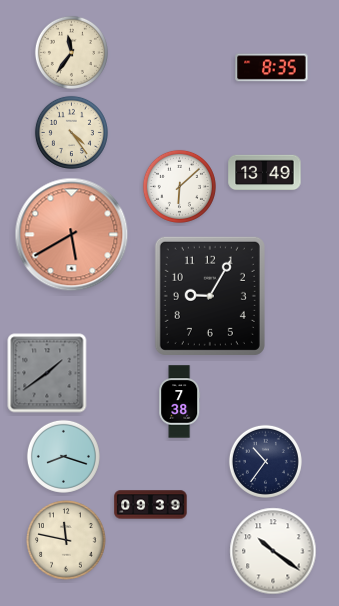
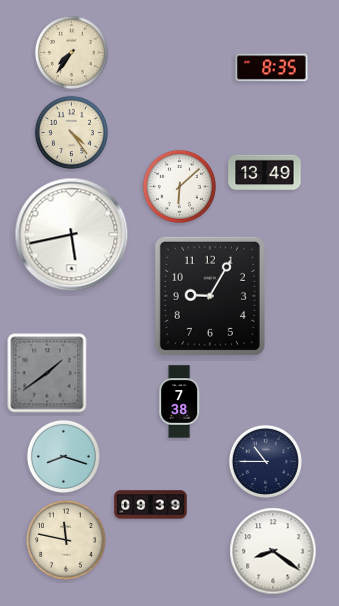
clock at (71, 52): 11:36 -> 7:36
clock at (72, 235): 5:40 -> 5:43
clock at (72, 235) dial: salmon -> white
clock at (265, 461): 10:36 -> 10:45
clock at (273, 551): 10:21 -> 8:21
